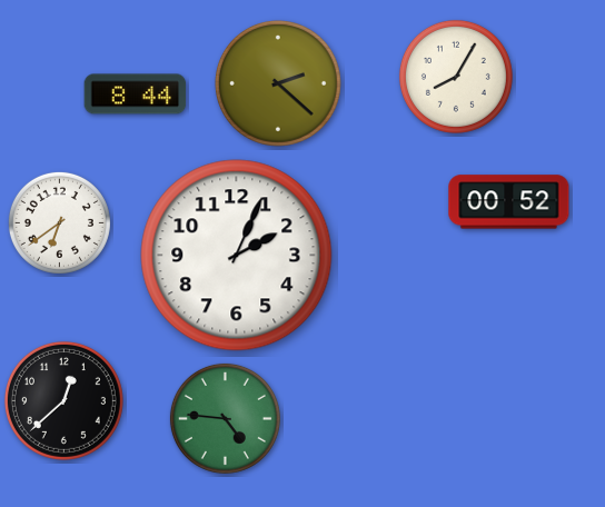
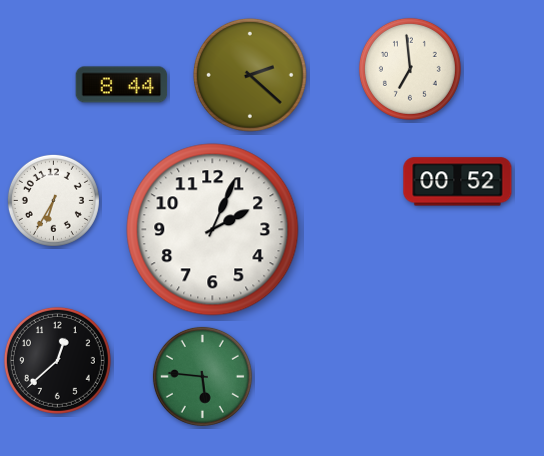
clock at (456, 77): 8:05 -> 6:59
clock at (59, 222): 6:39 -> 6:35
clock at (225, 418): 4:46 -> 5:46
